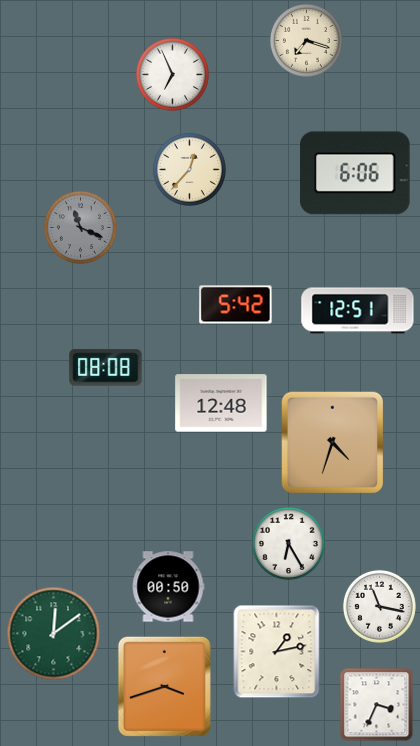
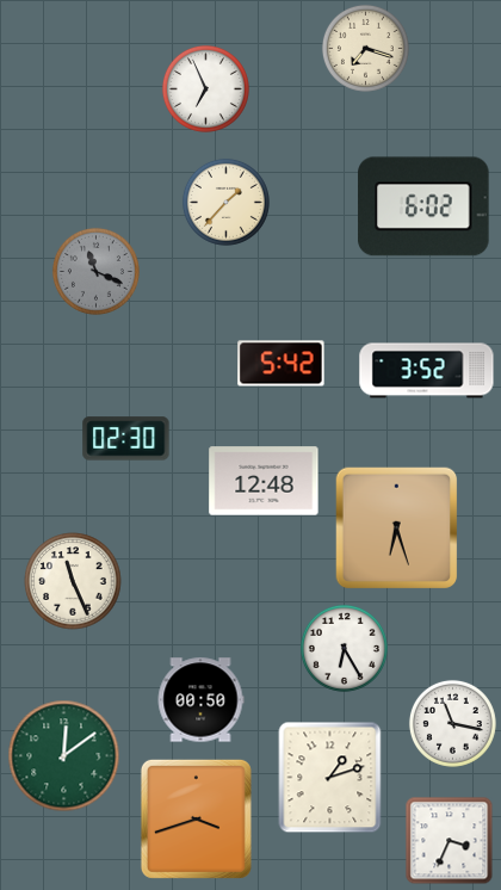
clock at (189, 169): 12:37 -> 1:37
clock at (355, 173): 6:06 -> 6:02
clock at (358, 311): 12:51 -> 3:52
clock at (106, 368): 08:08 -> 02:30
clock at (333, 443): 4:33 -> 6:27
clock at (73, 581): none -> 11:26
clock at (277, 652): 1:13 -> 1:12
